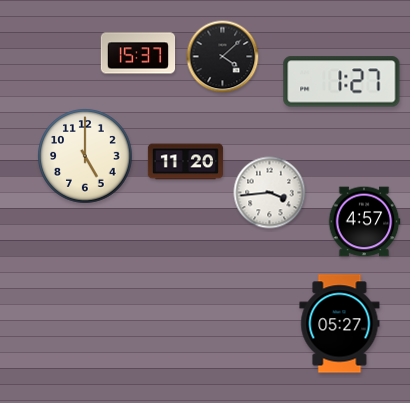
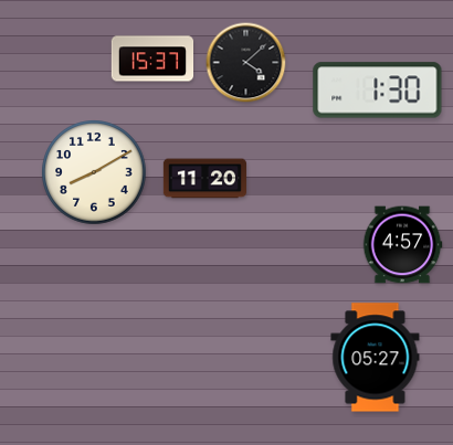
clock at (342, 82): 1:27 -> 1:30
clock at (85, 156): 5:00 -> 8:10
clock at (270, 193): 3:44 -> none
